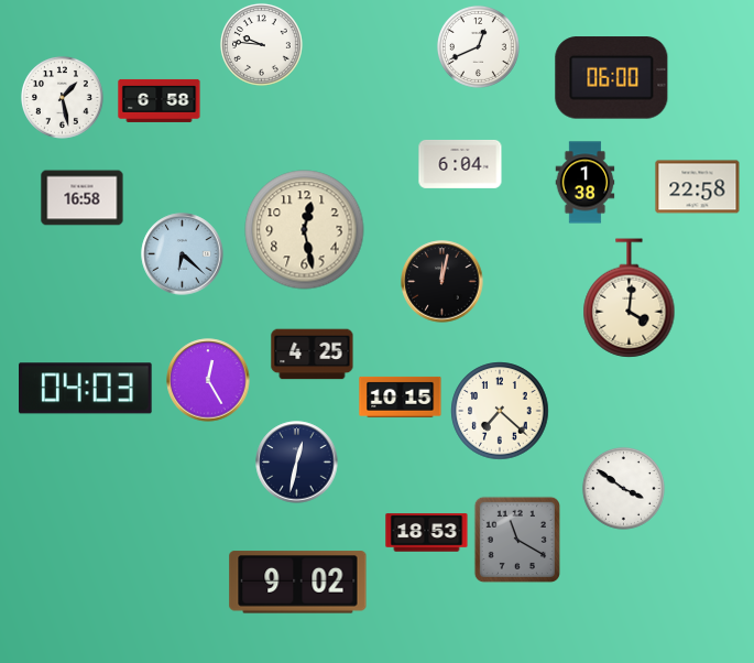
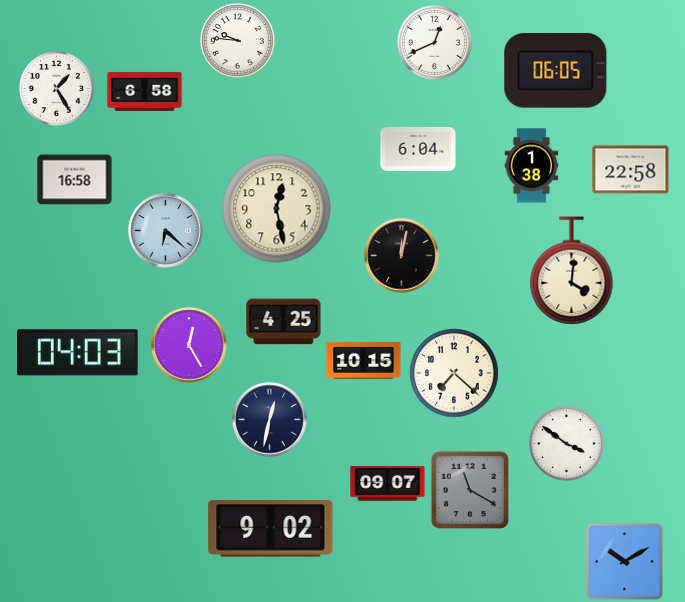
clock at (612, 78): 06:00 -> 06:05
clock at (63, 98): 1:28 -> 1:25
clock at (698, 187) position: (698, 187) -> (631, 170)
clock at (427, 533): 18:53 -> 09:07
clock at (625, 562): none -> 10:10
